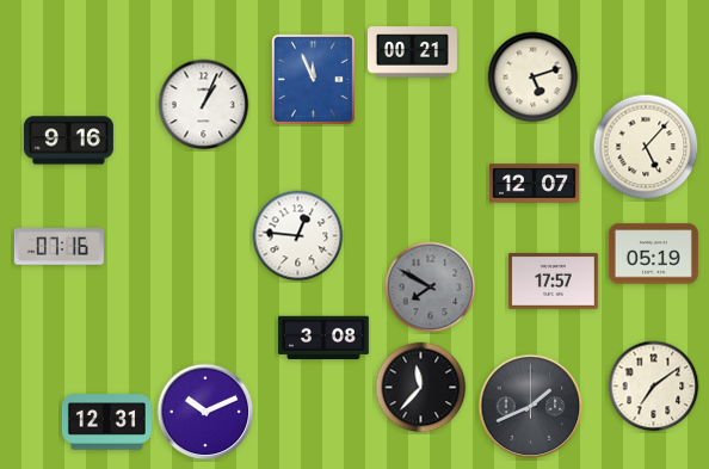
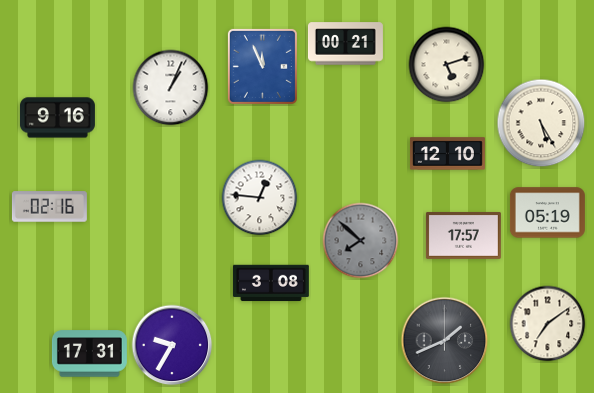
clock at (646, 147): 5:07 -> 5:25
clock at (534, 184): 12:07 -> 12:10
clock at (298, 236) position: (298, 236) -> (260, 198)
clock at (58, 247): 07:16 -> 02:16
clock at (431, 288): 7:50 -> 7:52
clock at (421, 388): 11:37 -> none
clock at (205, 412): 10:11 -> 9:35
clock at (106, 422): 12:31 -> 17:31
